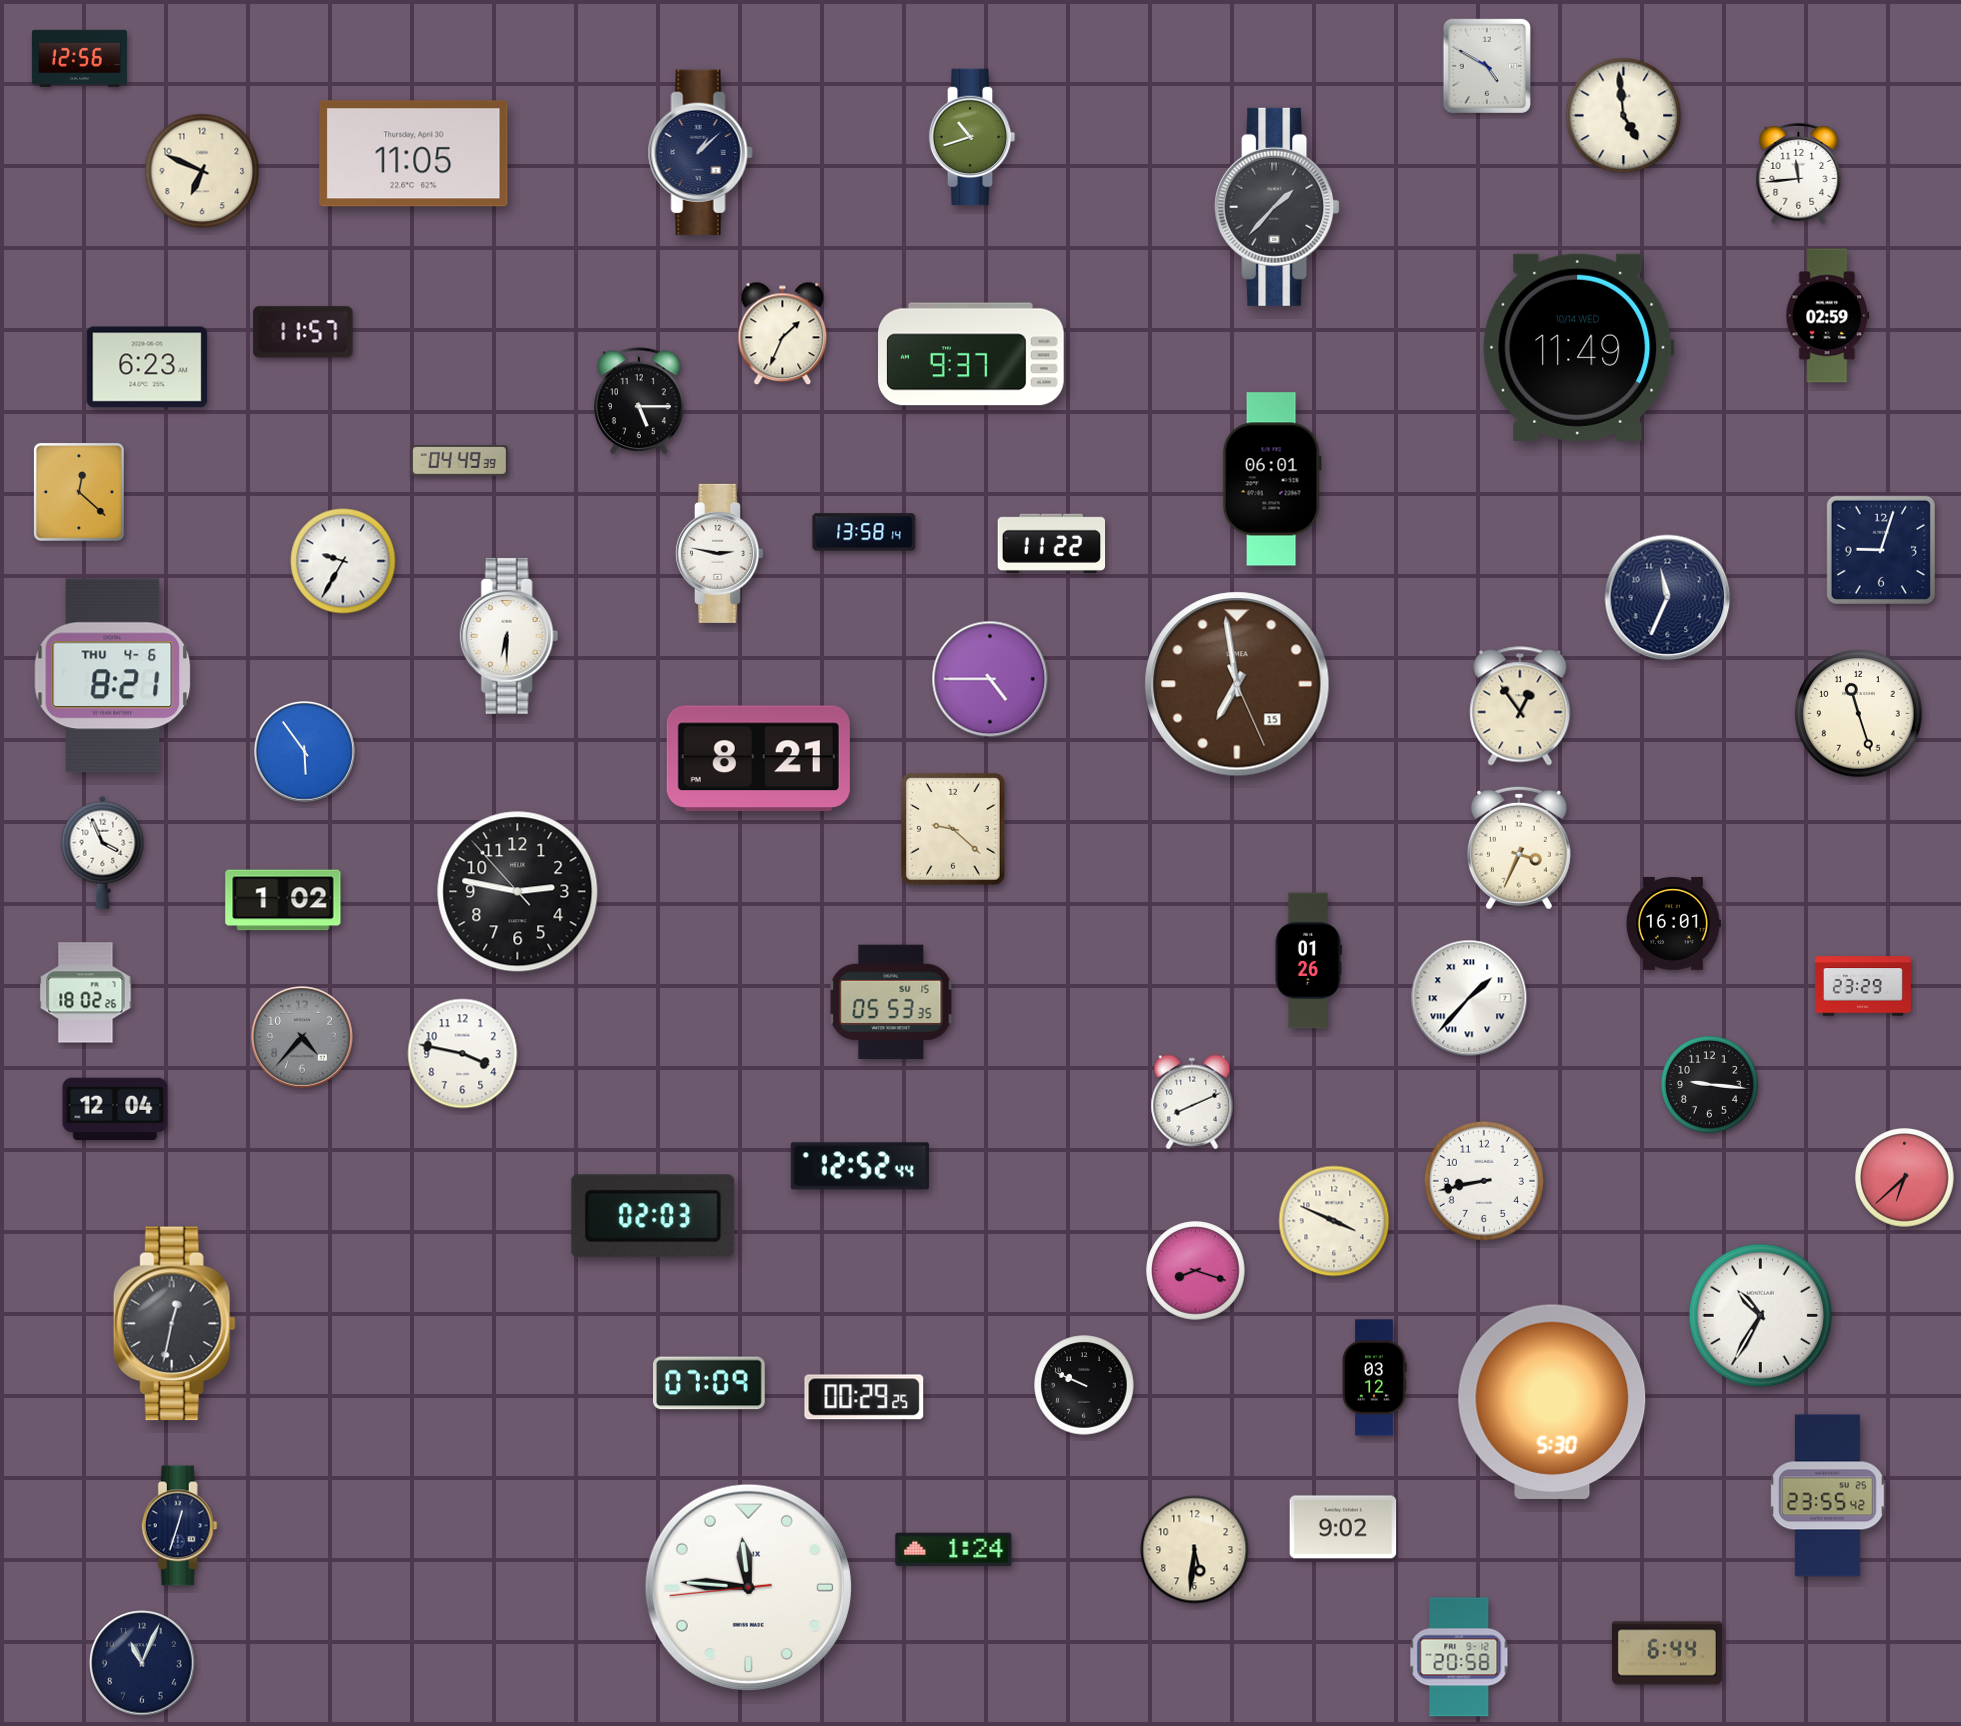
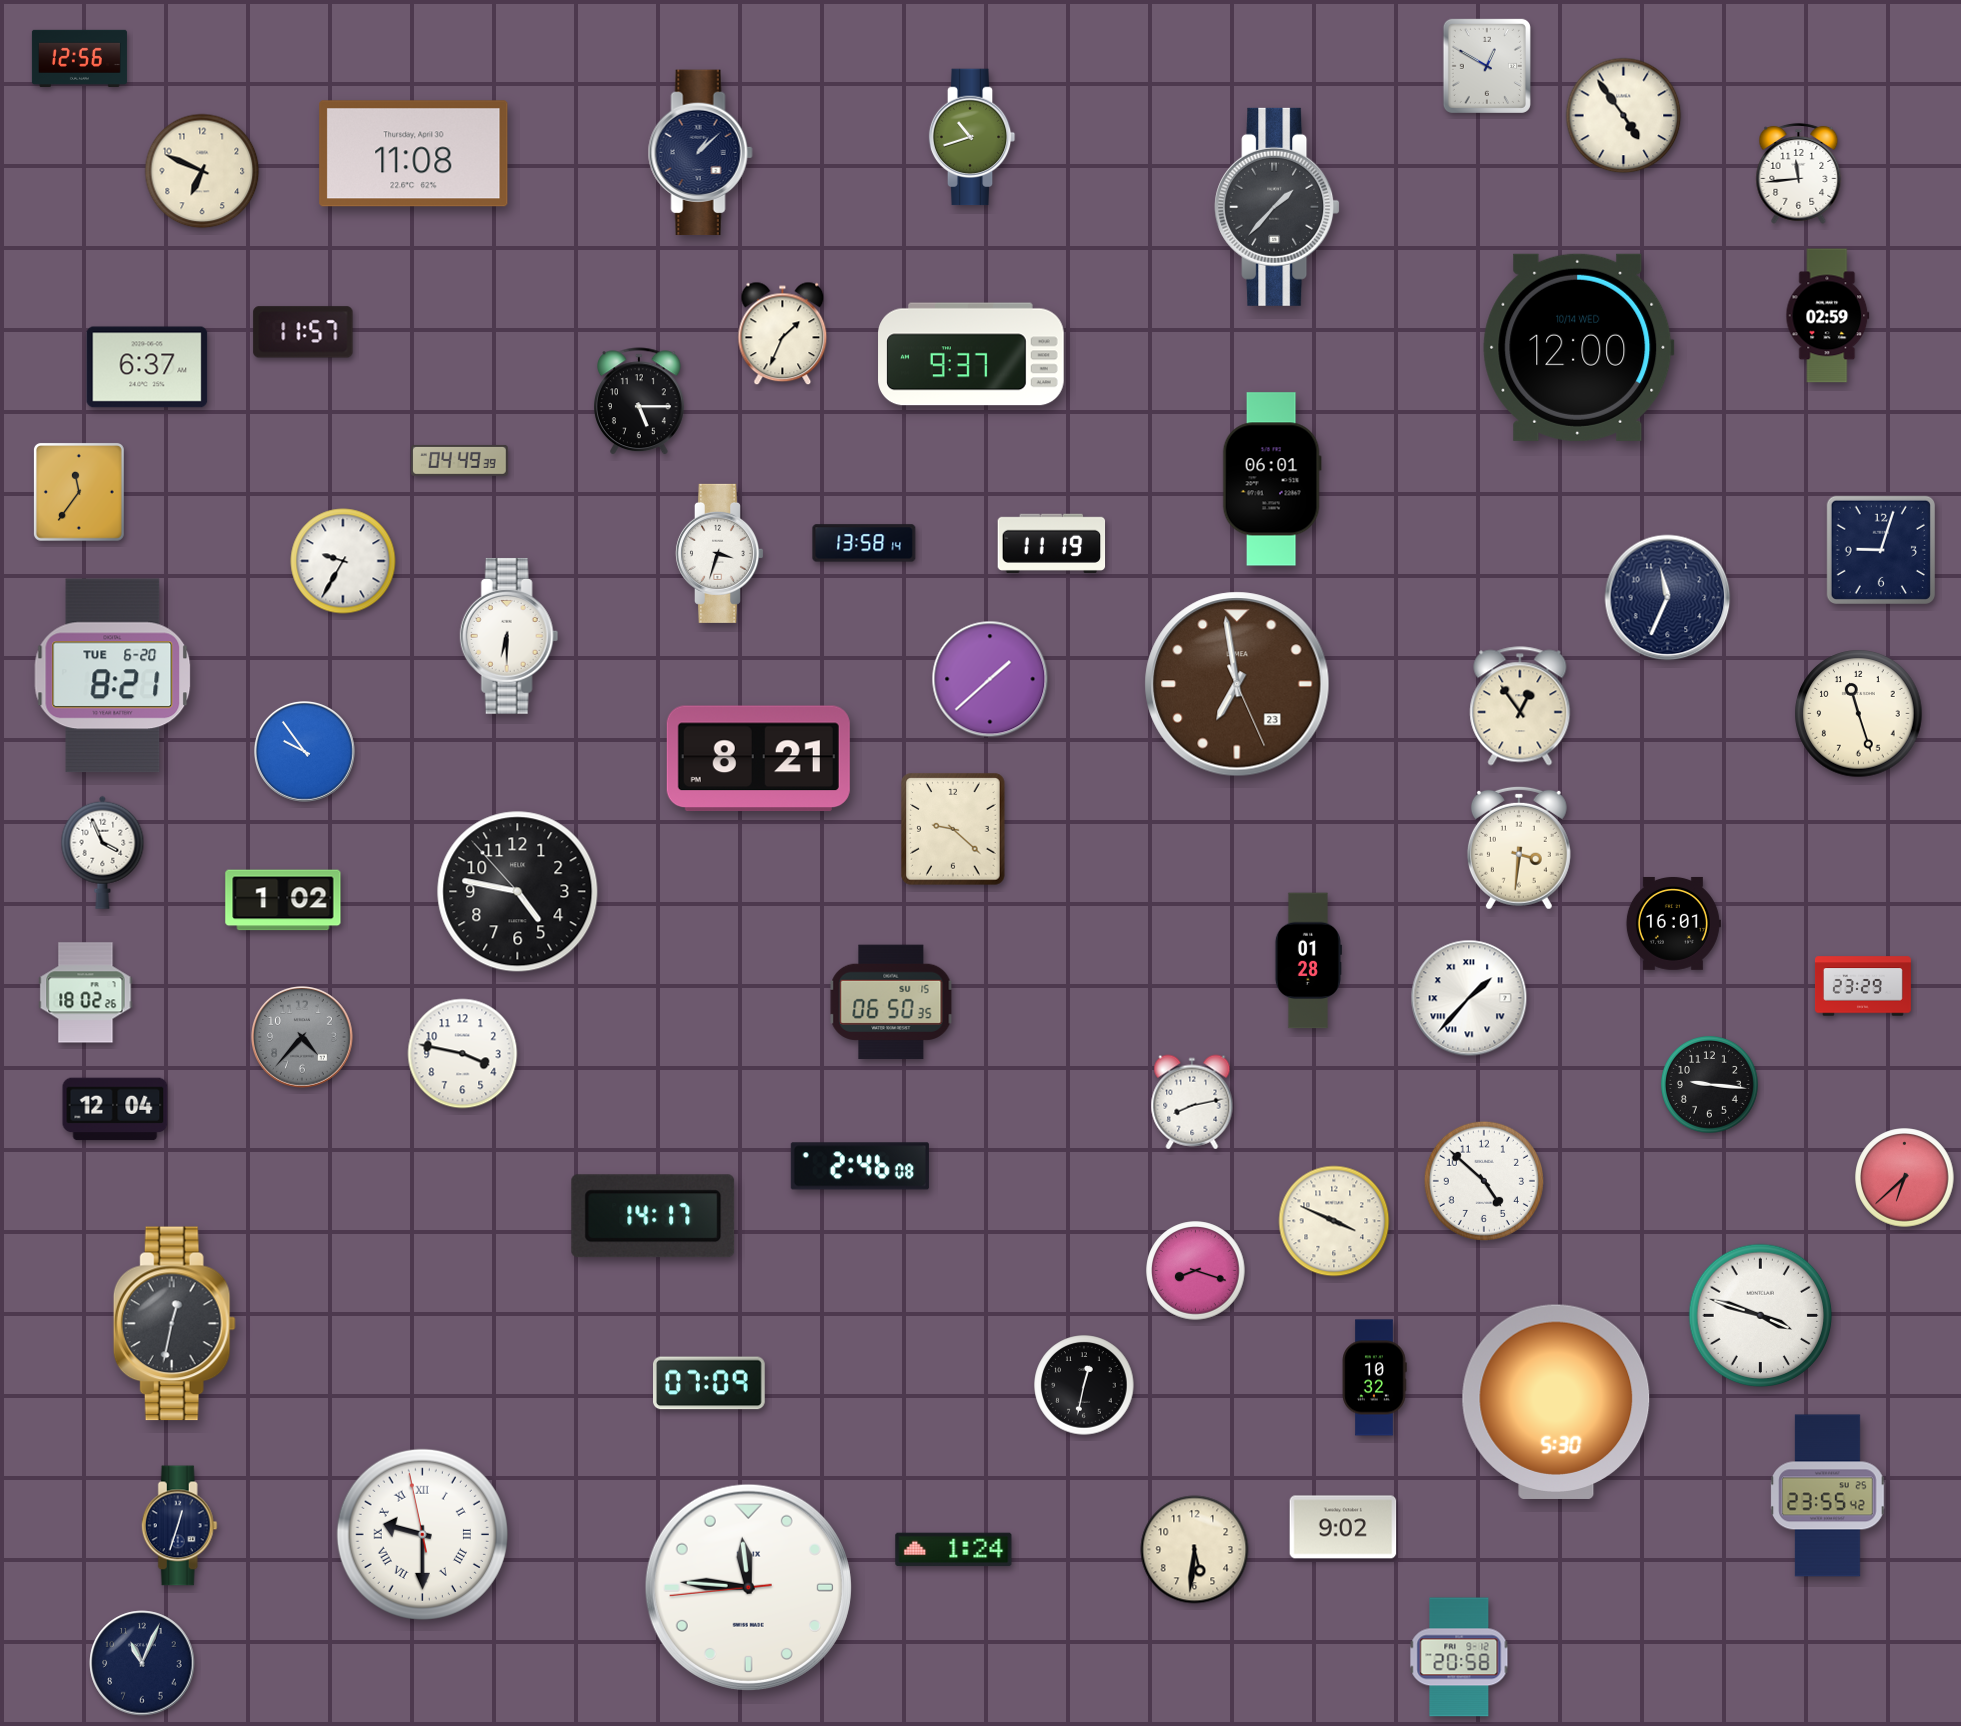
clock at (1487, 66): 4:50 -> 12:50
clock at (1624, 116): 4:59 -> 4:54
clock at (414, 154): 11:05 -> 11:08
clock at (1579, 347): 11:49 -> 12:00
clock at (147, 367): 6:23 -> 6:37
clock at (79, 492): 12:22 -> 11:36
clock at (864, 532) position: (864, 532) -> (864, 543)
clock at (1052, 543): 11:22 -> 11:19
clock at (719, 553): 2:47 -> 3:33
clock at (113, 676) date: THU 4-6 -> TUE 6-20
clock at (990, 679): 4:45 -> 1:38
clock at (1237, 684) date: 15 -> 23
clock at (305, 752): 5:54 -> 9:54
clock at (1519, 848): 3:34 -> 3:31
clock at (518, 892): 2:46 -> 4:46
clock at (1308, 961): 01:26 -> 01:28
clock at (891, 1002): 05:53 -> 06:50
clock at (1192, 1102): 8:11 -> 8:13
clock at (860, 1166): 12:52 -> 2:46
clock at (1484, 1181): 8:43 -> 4:52
clock at (653, 1216): 02:03 -> 14:17
clock at (1761, 1316): 10:35 -> 3:48
clock at (1374, 1378): 03:12 -> 10:32
clock at (1084, 1385): 9:49 -> 12:32
clock at (864, 1397): 00:29 -> none
clock at (1552, 1401) position: (1552, 1401) -> (1556, 1401)
clock at (422, 1534): none -> 9:29
clock at (1667, 1653): 6:44 -> none
